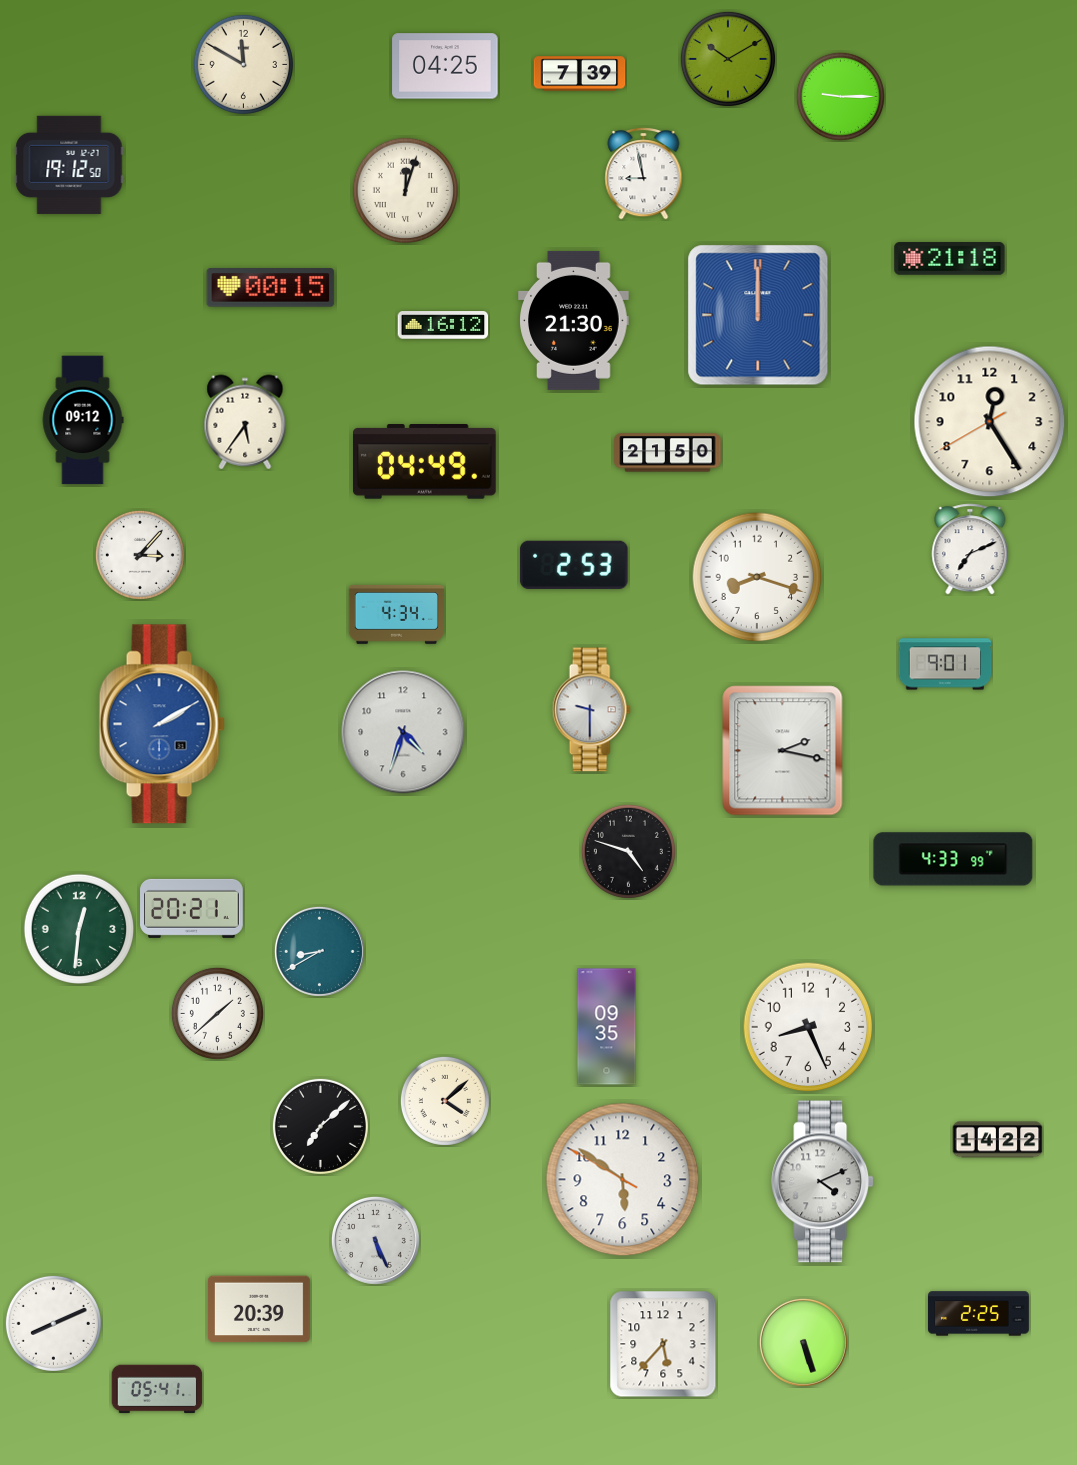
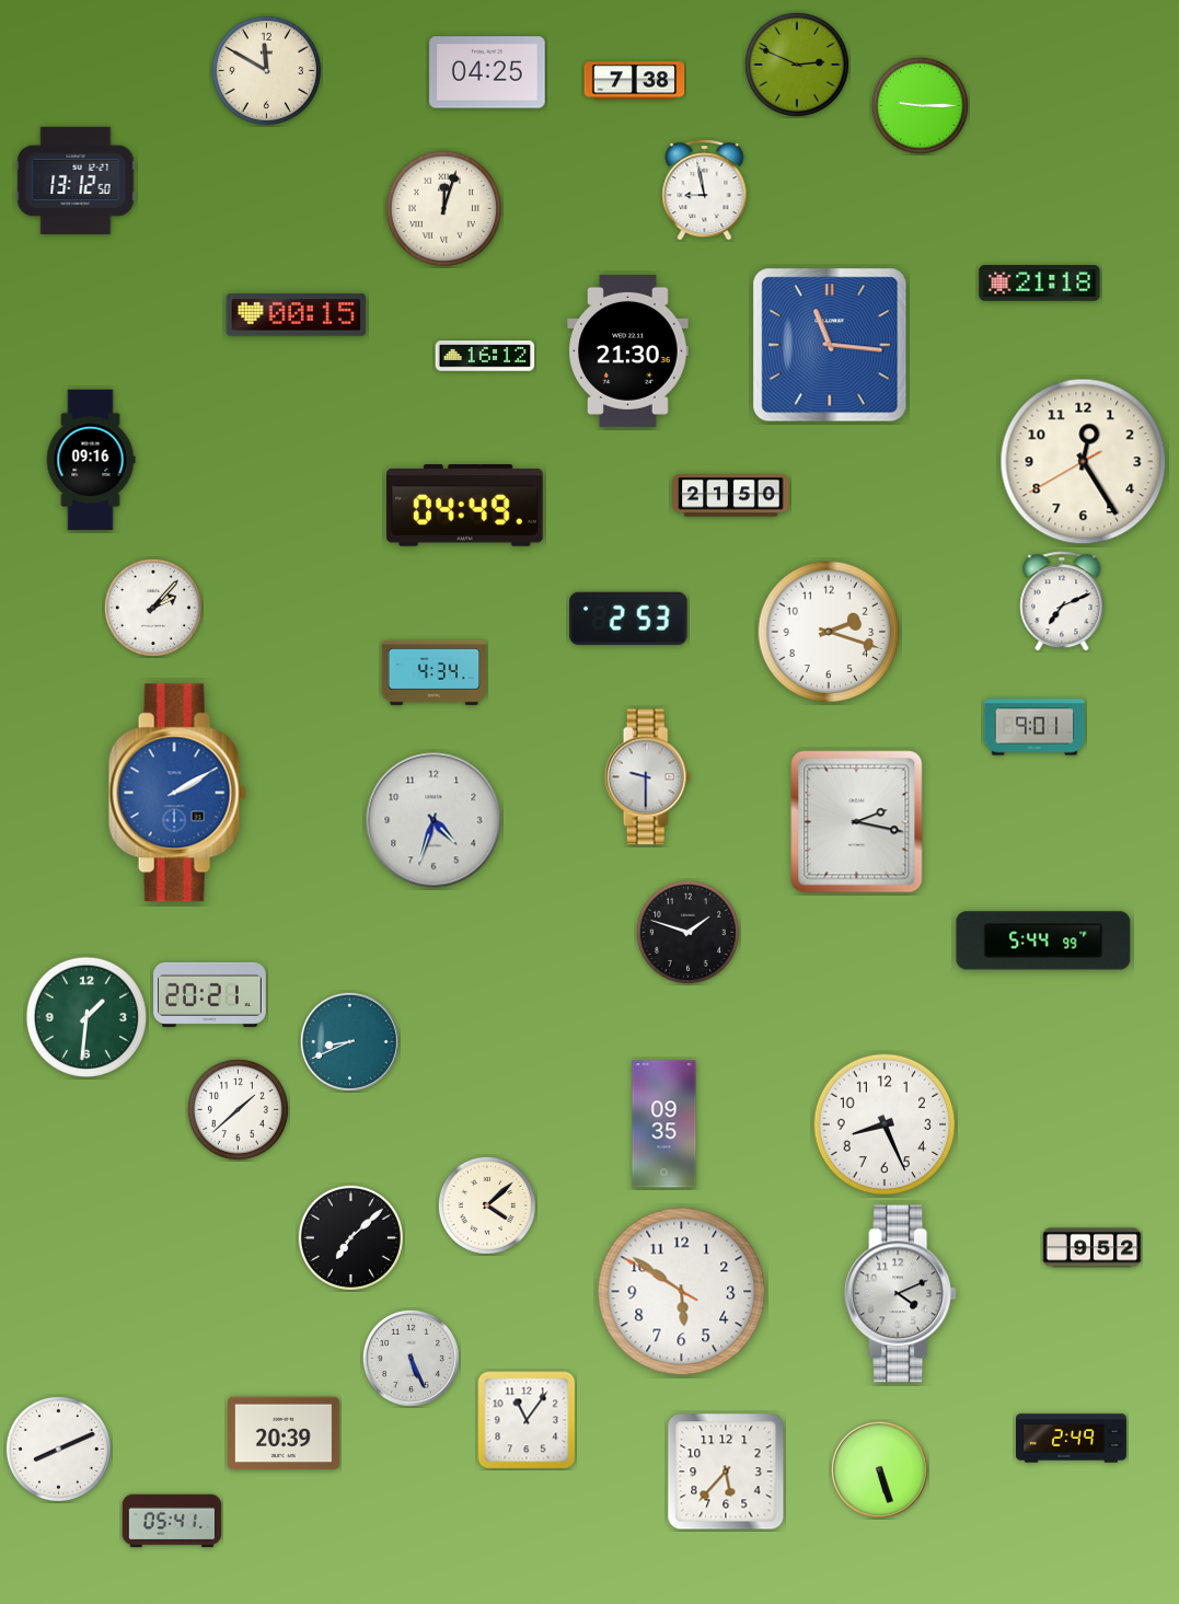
clock at (728, 59): 10:10 -> 2:49
clock at (580, 74): 7:39 -> 7:38
clock at (69, 165): 19:12 -> 13:12
clock at (758, 315): 12:00 -> 11:16
clock at (83, 420): 09:12 -> 09:16
clock at (245, 422): 5:36 -> none
clock at (140, 555): 3:07 -> 2:07
clock at (757, 577): 8:18 -> 2:18
clock at (403, 732) position: (403, 732) -> (434, 820)
clock at (628, 851): 4:48 -> 1:48
clock at (953, 859): 4:33 -> 5:44
clock at (78, 928): 12:31 -> 1:31
clock at (319, 951): 8:40 -> 8:41
clock at (320, 1126) position: (320, 1126) -> (350, 1237)
clock at (998, 1140): 14:22 -> 9:52
clock at (527, 1420): none -> 11:06
clock at (979, 1314): 2:25 -> 2:49
